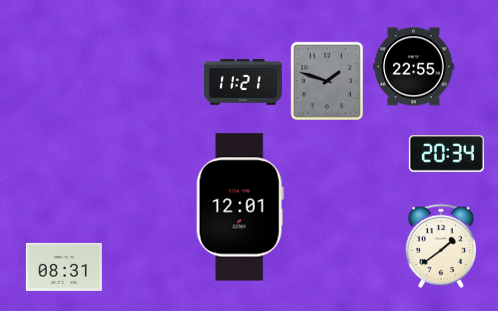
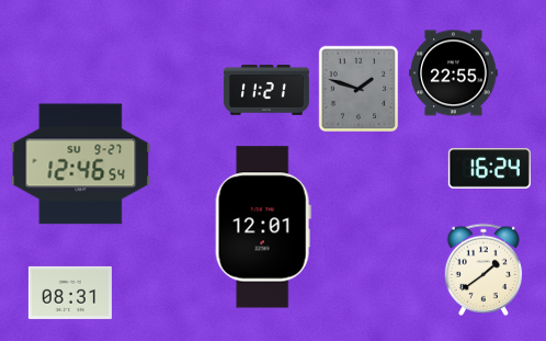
clock at (81, 164): none -> 12:46
clock at (446, 154): 20:34 -> 16:24
